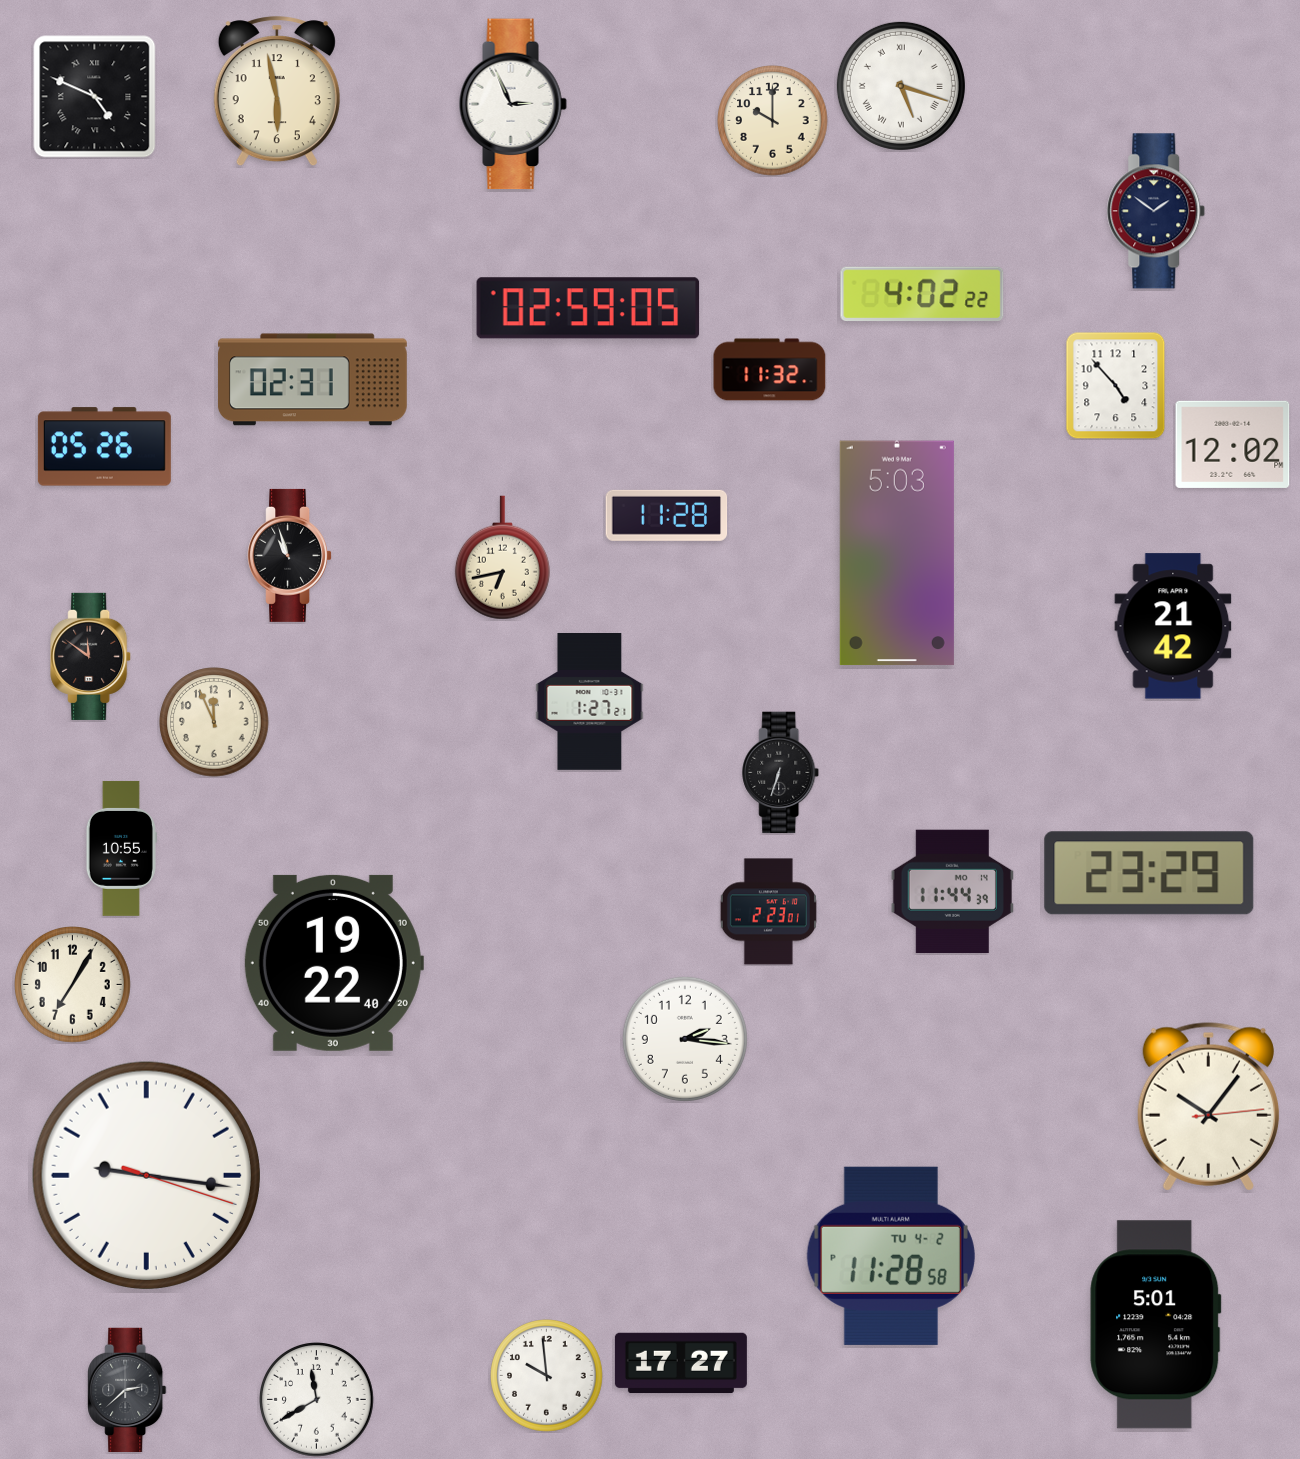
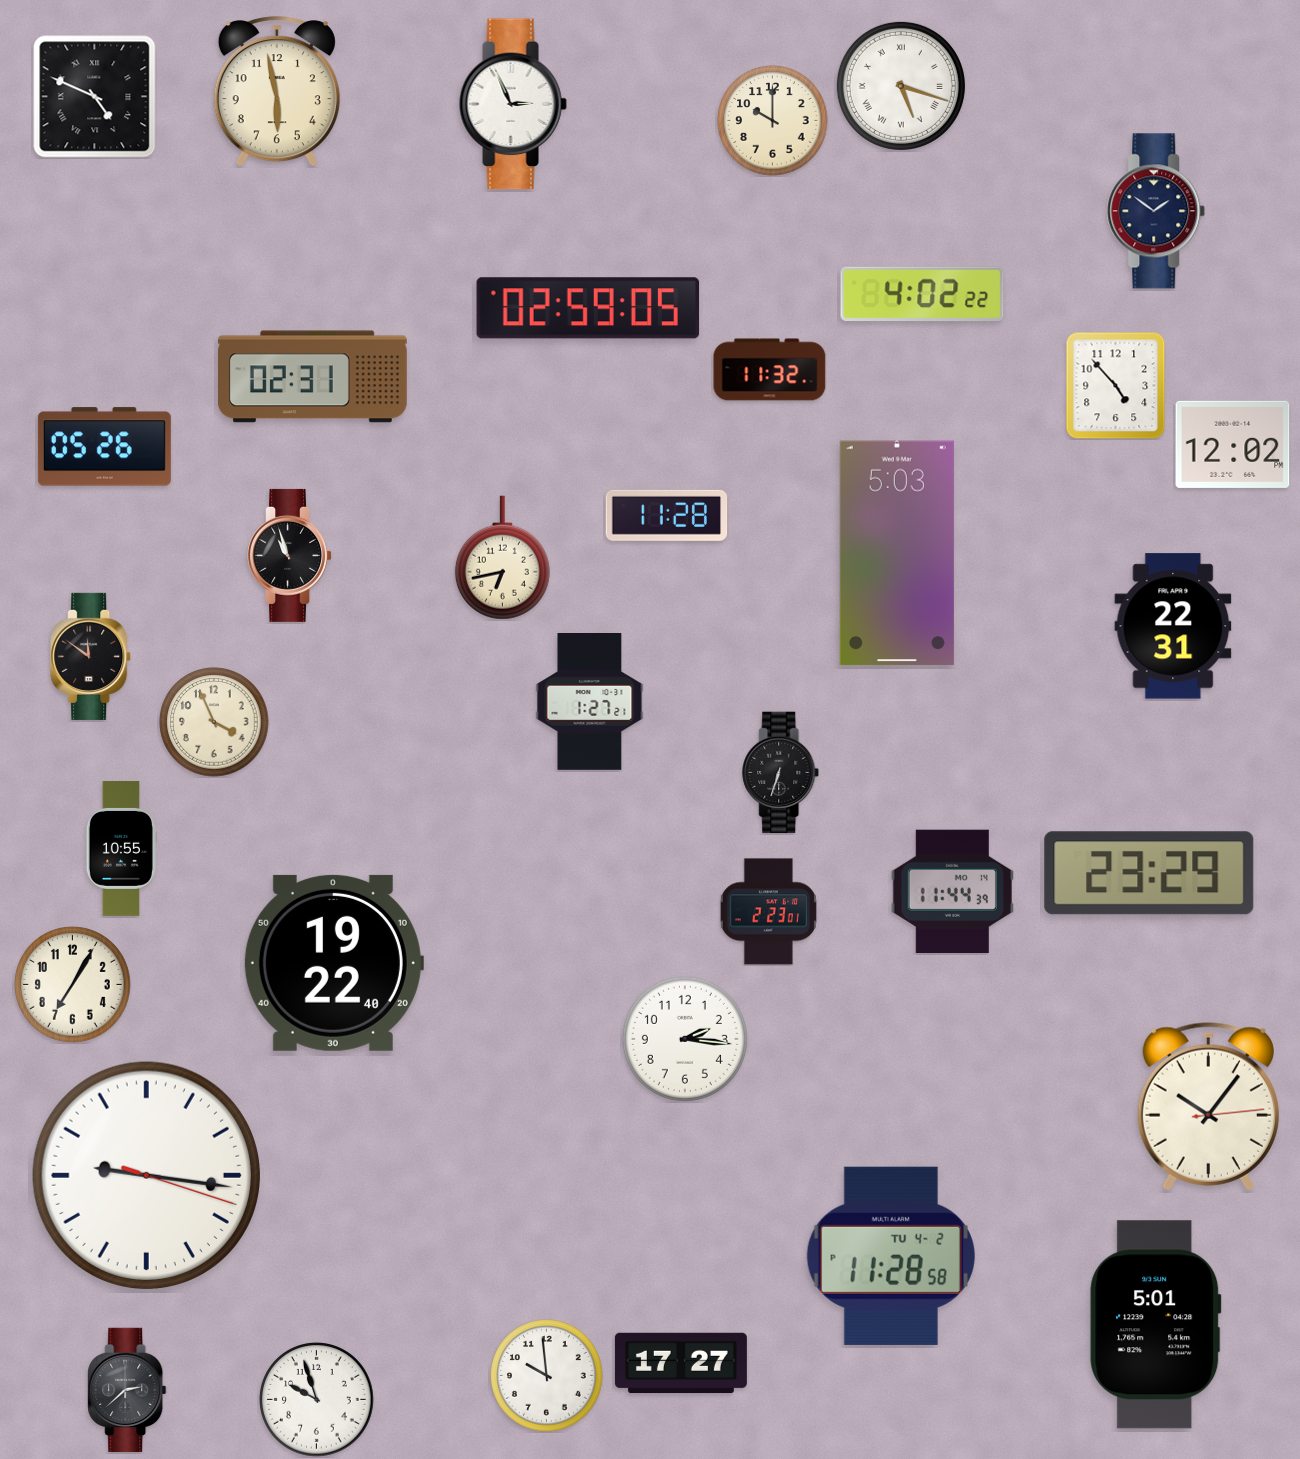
clock at (312, 380) position: (312, 380) -> (312, 377)
clock at (1173, 626): 21:42 -> 22:31
clock at (214, 722): 11:56 -> 3:56
clock at (317, 1400): 11:40 -> 9:57
